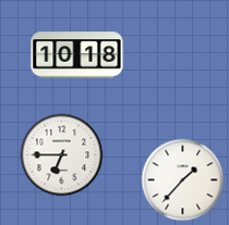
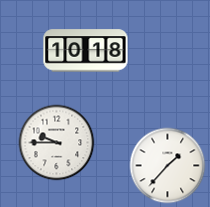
clock at (77, 55) position: (77, 55) -> (86, 51)
clock at (62, 155): 6:45 -> 9:45
